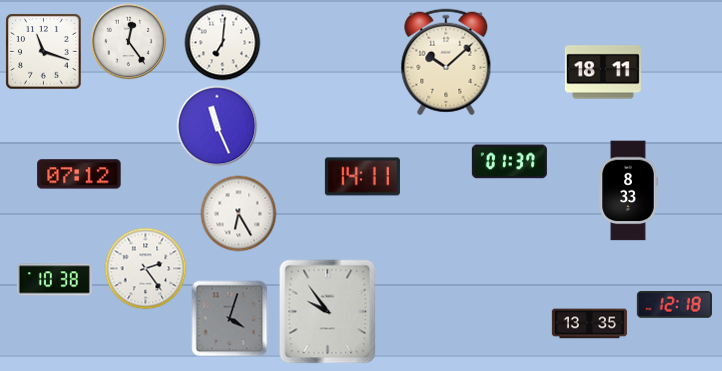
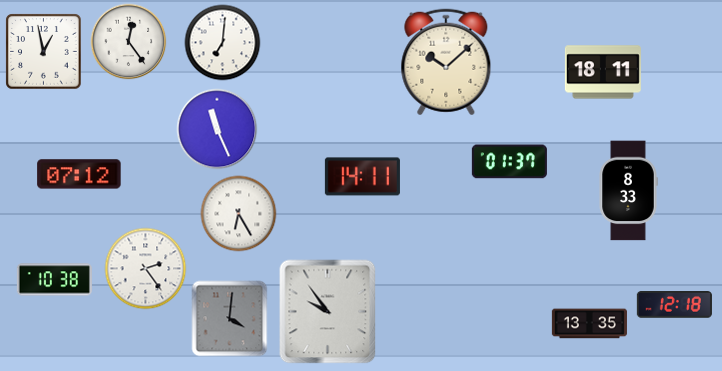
clock at (44, 52): 11:18 -> 12:58
clock at (217, 126) position: (217, 126) -> (217, 129)
clock at (230, 319): 4:03 -> 4:01
